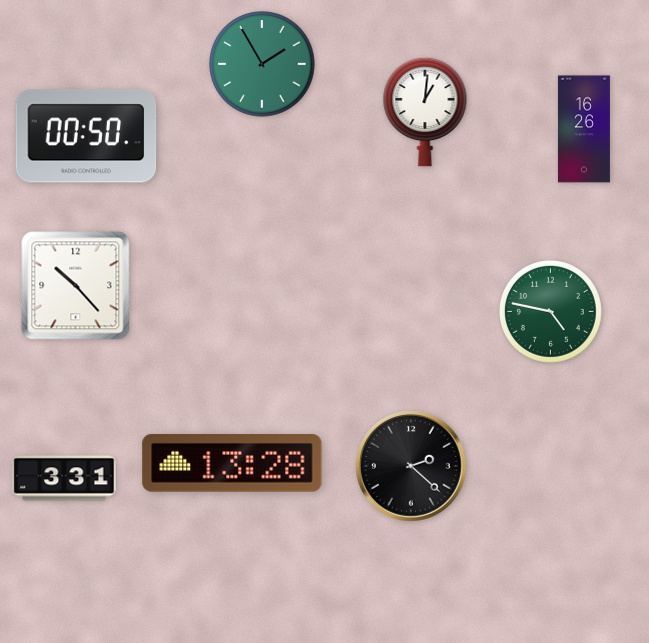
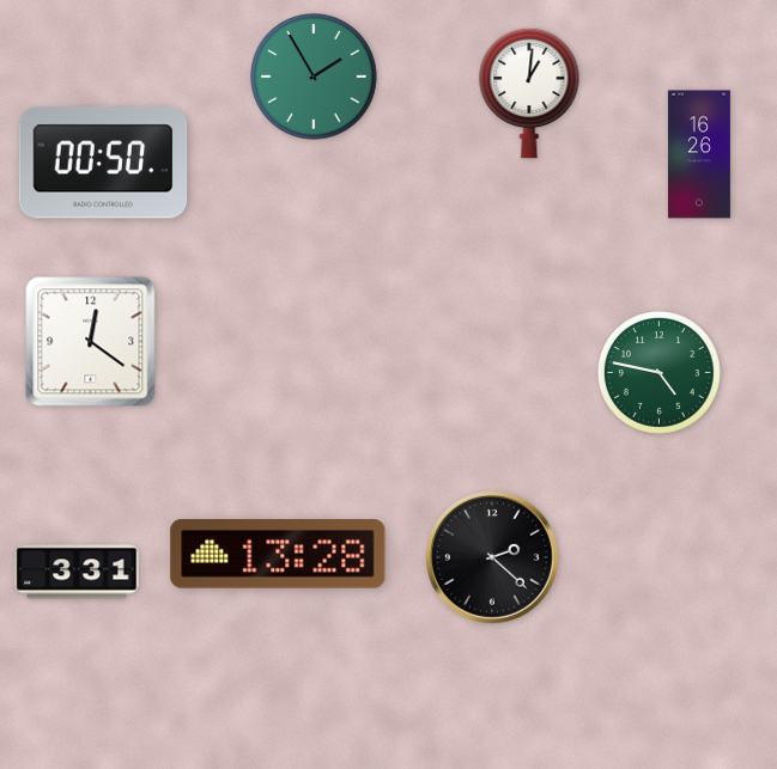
clock at (425, 112) position: (425, 112) -> (529, 93)
clock at (76, 286): 10:23 -> 12:21
